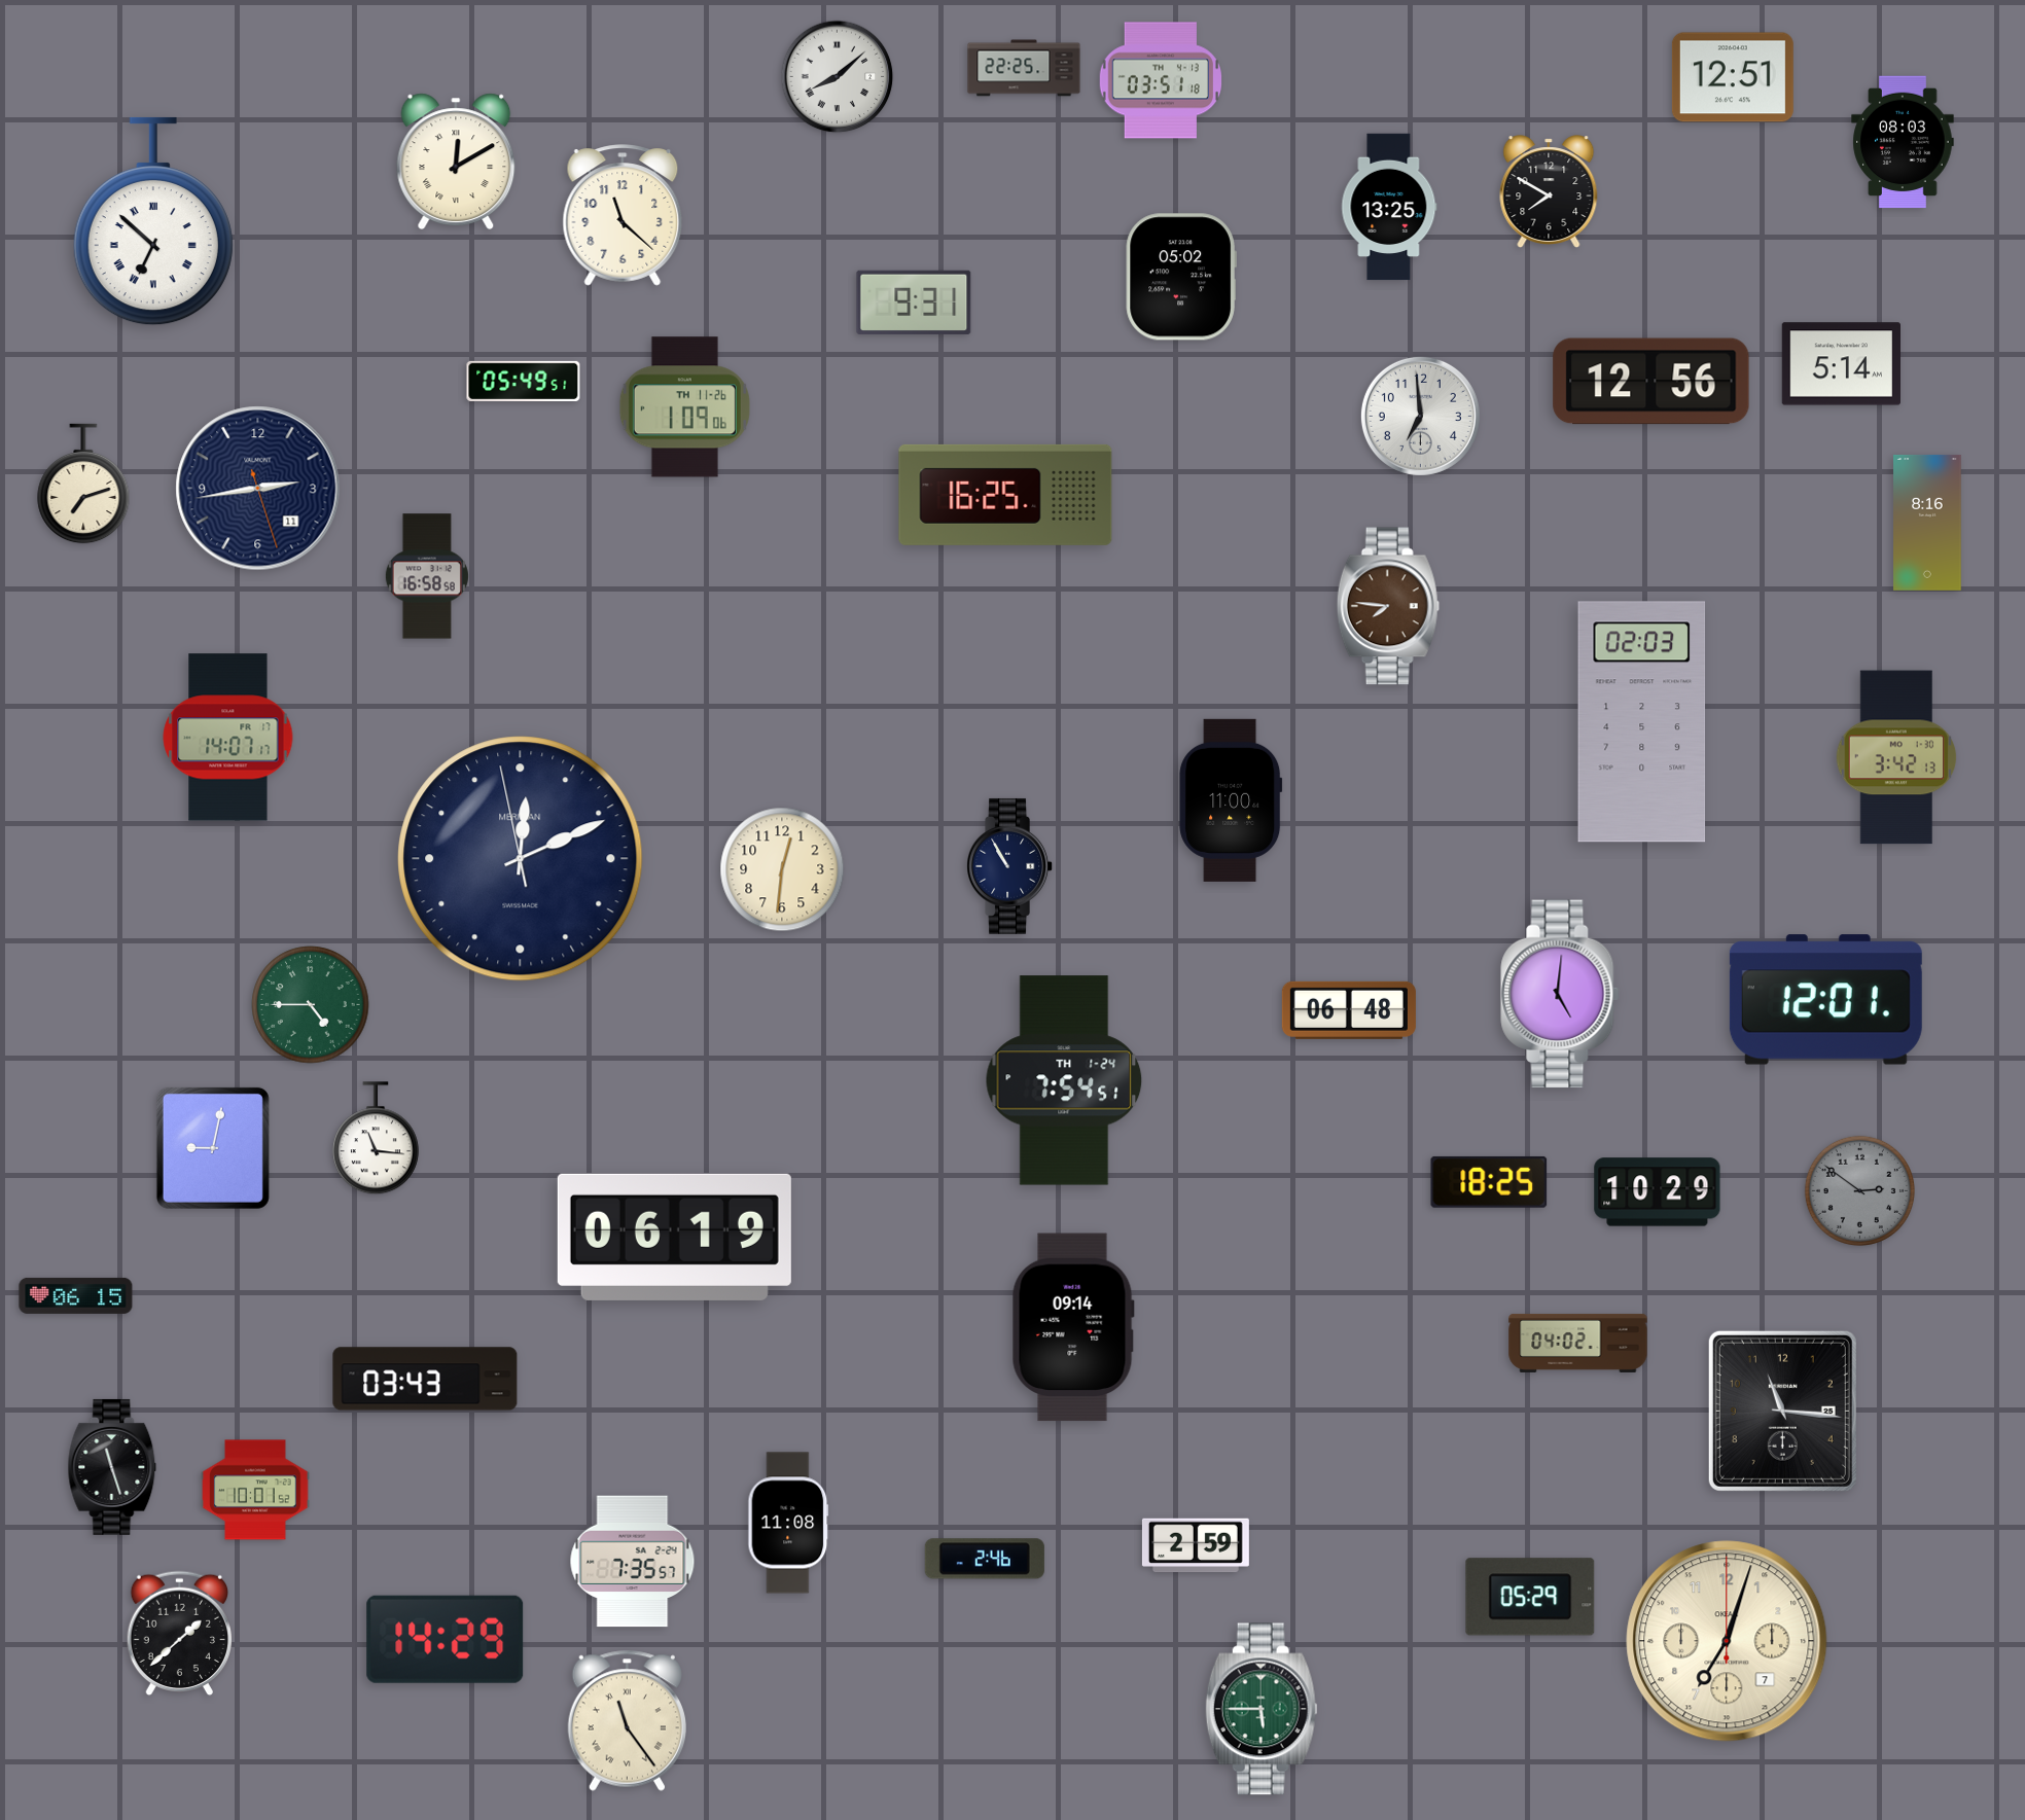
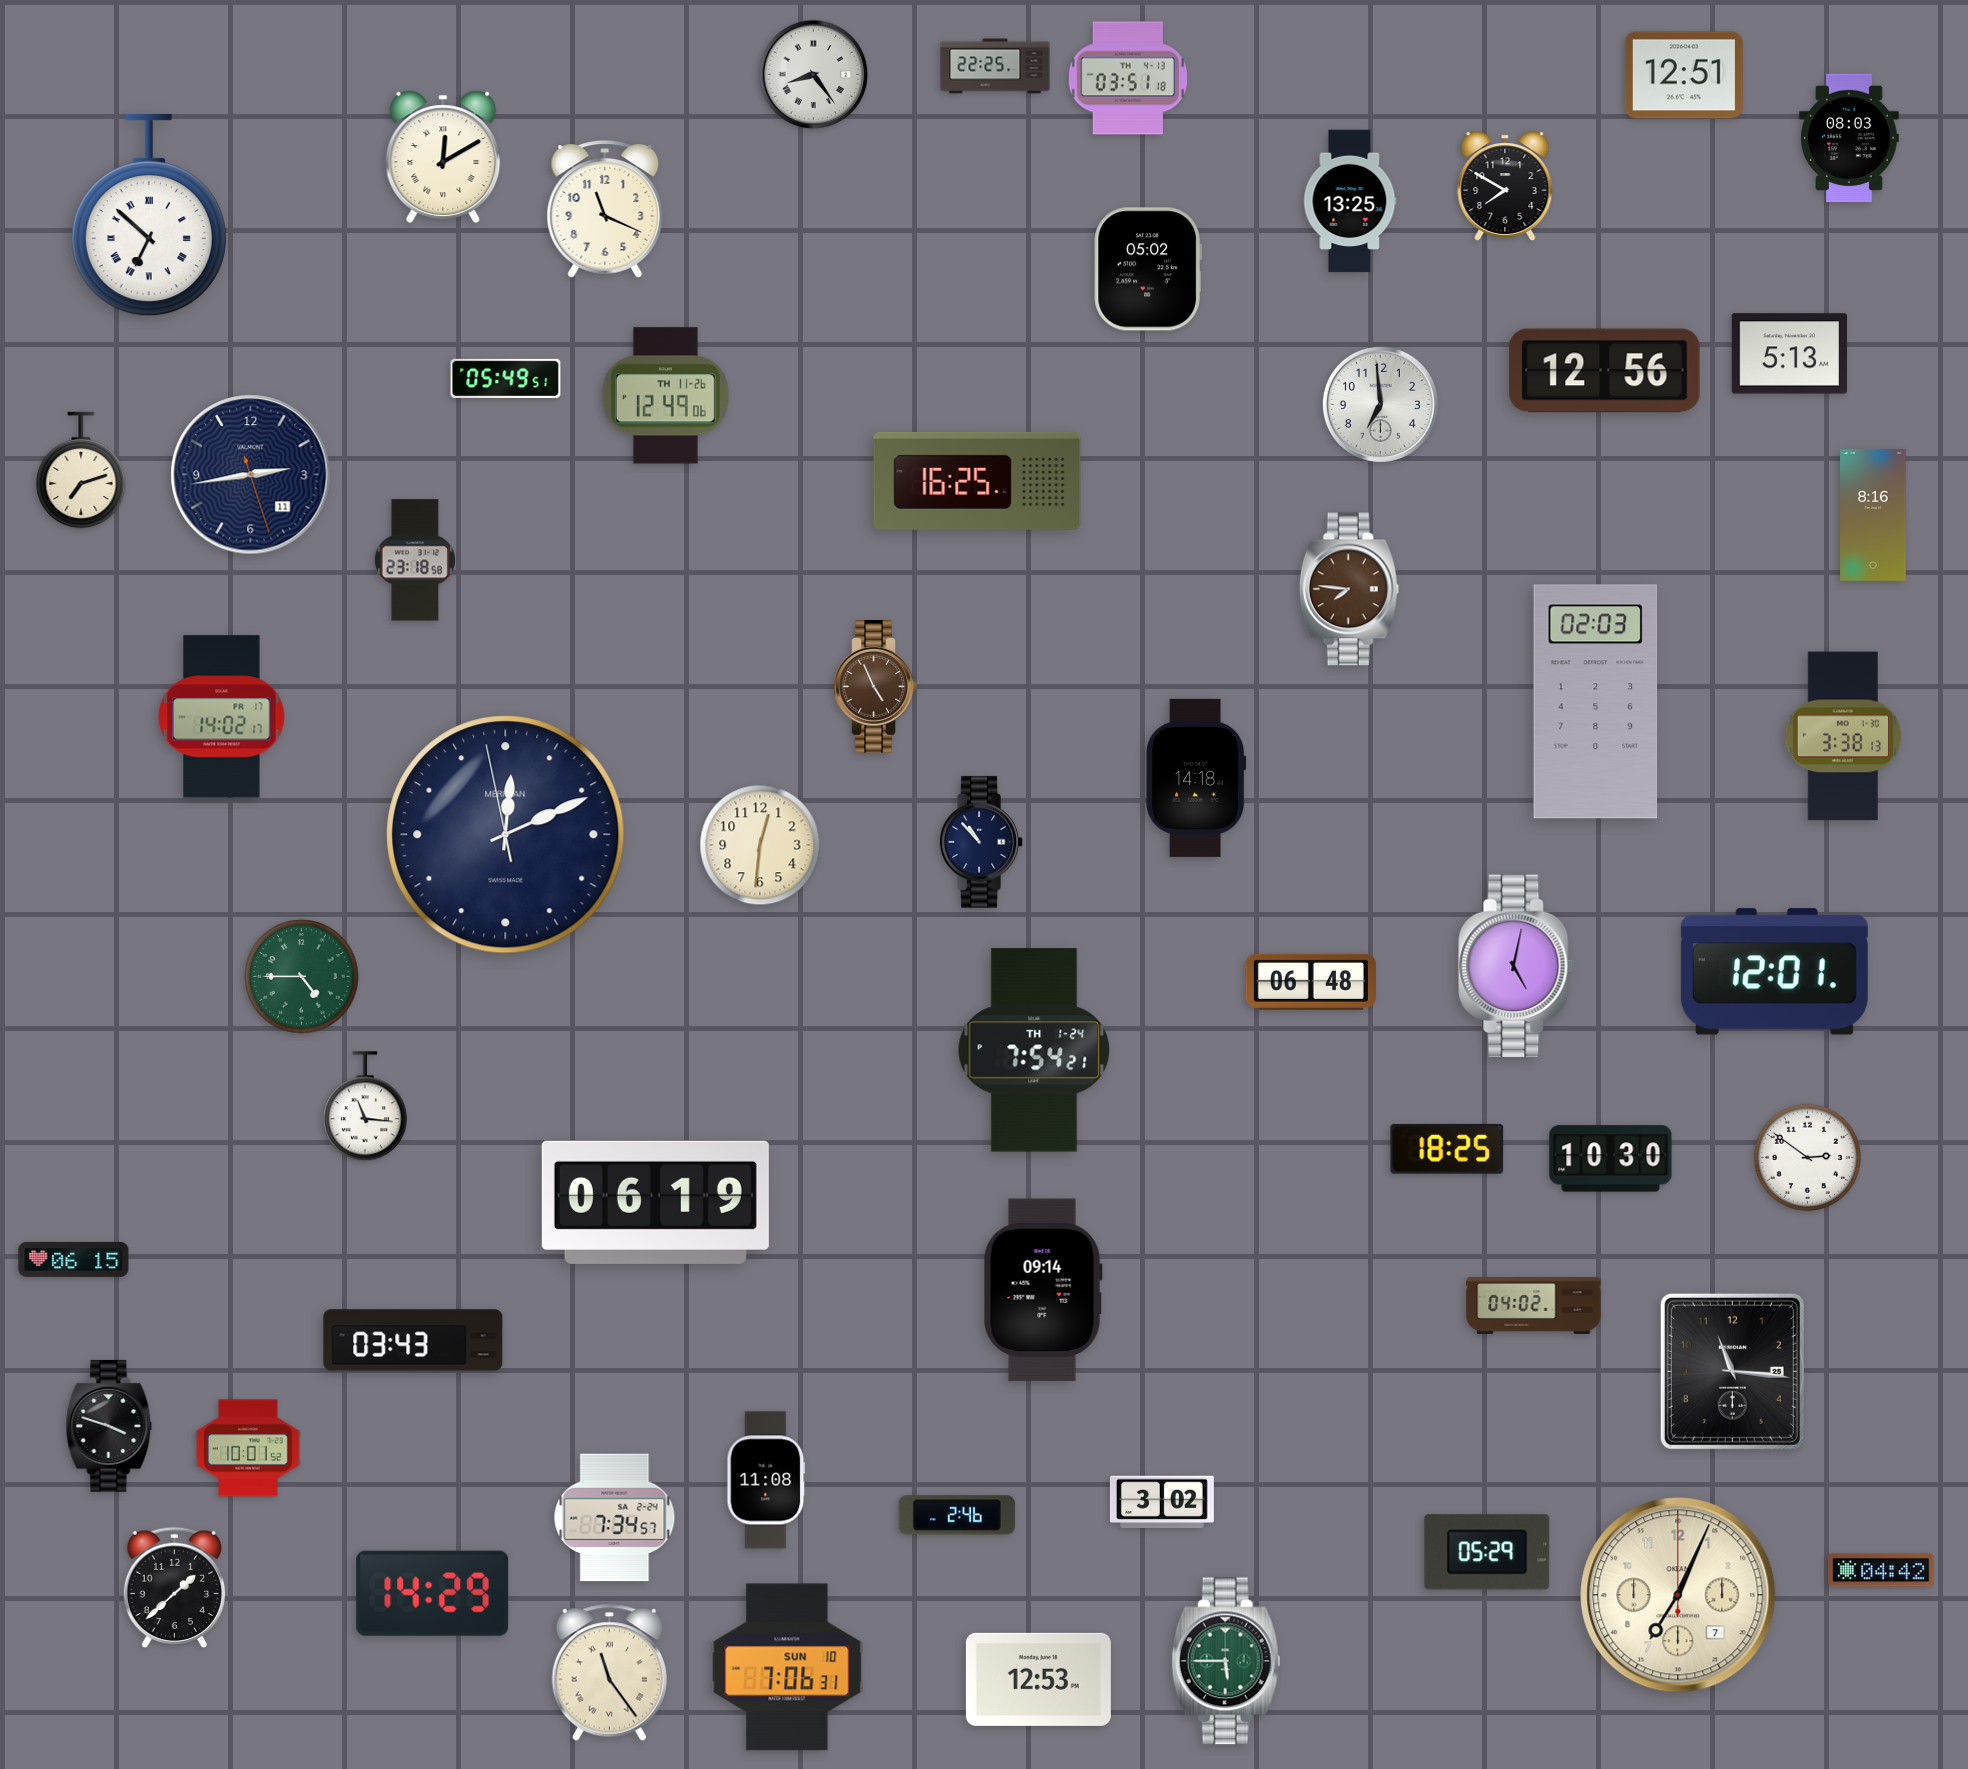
clock at (838, 77): 8:08 -> 8:24
clock at (623, 215): 11:22 -> 11:19
clock at (914, 302): 9:31 -> none
clock at (1841, 364): 5:14 -> 5:13
clock at (524, 381) position: (524, 381) -> (506, 378)
clock at (684, 407): 1:09 -> 12:49
clock at (1927, 523) position: (1927, 523) -> (1873, 515)
clock at (427, 576): 16:58 -> 23:18
clock at (876, 687): none -> 4:56
clock at (228, 738): 14:07 -> 14:02
clock at (1896, 757): 3:42 -> 3:38
clock at (1231, 800): 11:00 -> 14:18
clock at (1009, 866): 10:55 -> 10:53
clock at (1560, 994): 5:01 -> 5:02
clock at (1064, 1080): 7:54:51 -> 7:54:21
clock at (213, 1148): 9:02 -> none
clock at (1859, 1190) dial: grey -> white
clock at (1658, 1192): 10:29 -> 10:30
clock at (112, 1467): 11:27 -> 3:48
clock at (1196, 1545): 2:59 -> 3:02
clock at (633, 1562): 7:35 -> 7:34
clock at (1881, 1570): none -> 04:42
clock at (1727, 1641): 7:03 -> 7:04
clock at (787, 1667): none -> 7:06
clock at (1038, 1679): none -> 12:53
